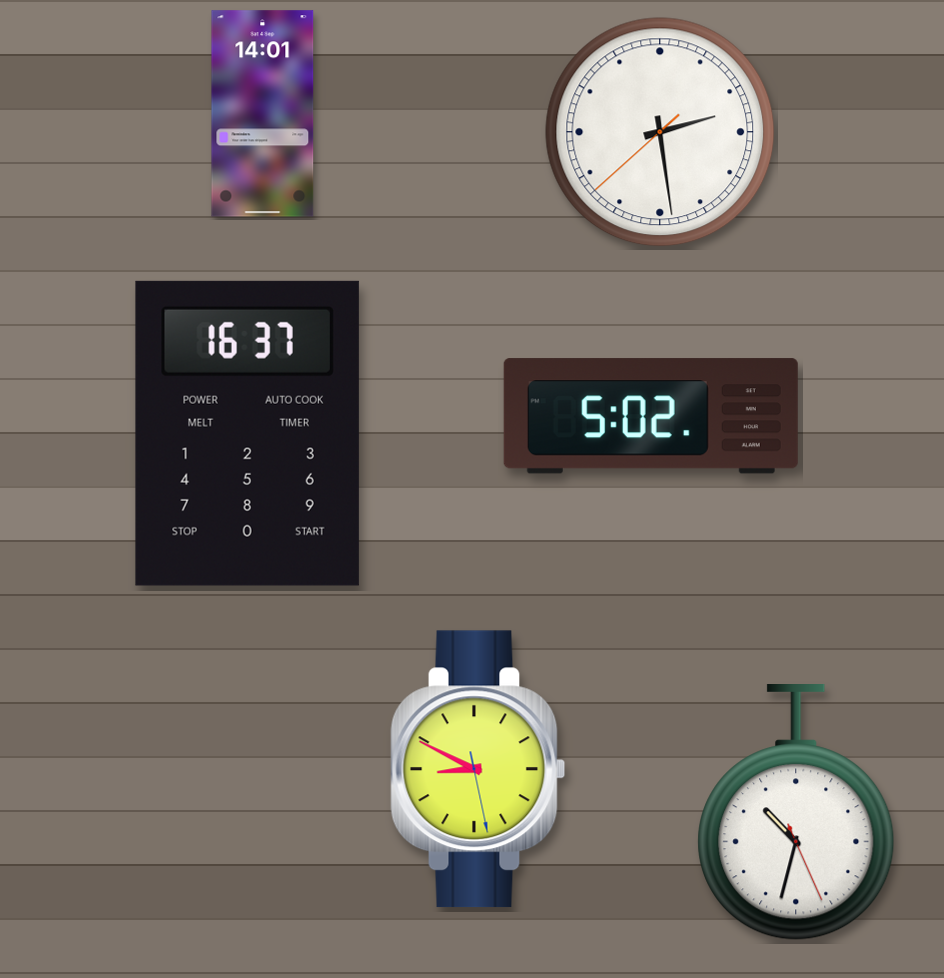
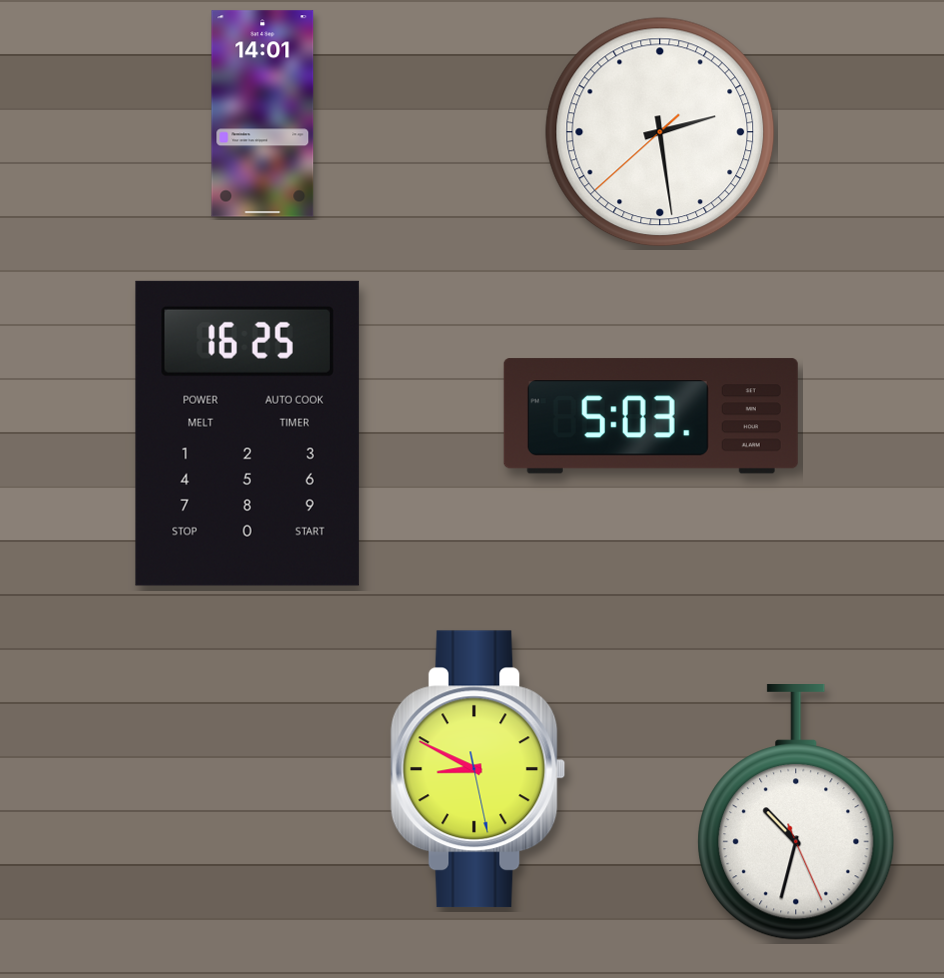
clock at (651, 416): 5:02 -> 5:03
clock at (247, 433): 16:37 -> 16:25
